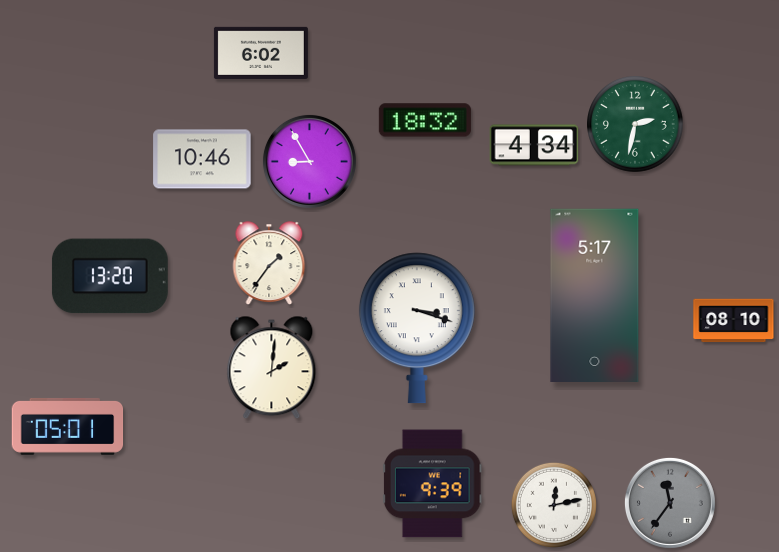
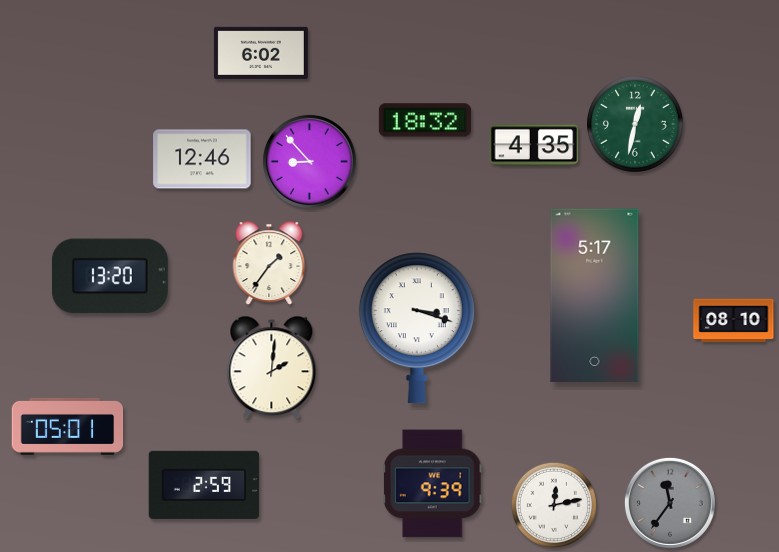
clock at (635, 124): 2:32 -> 12:32
clock at (534, 145): 4:34 -> 4:35
clock at (202, 159): 10:46 -> 12:46
clock at (309, 161): 8:55 -> 8:53
clock at (204, 485): none -> 2:59
